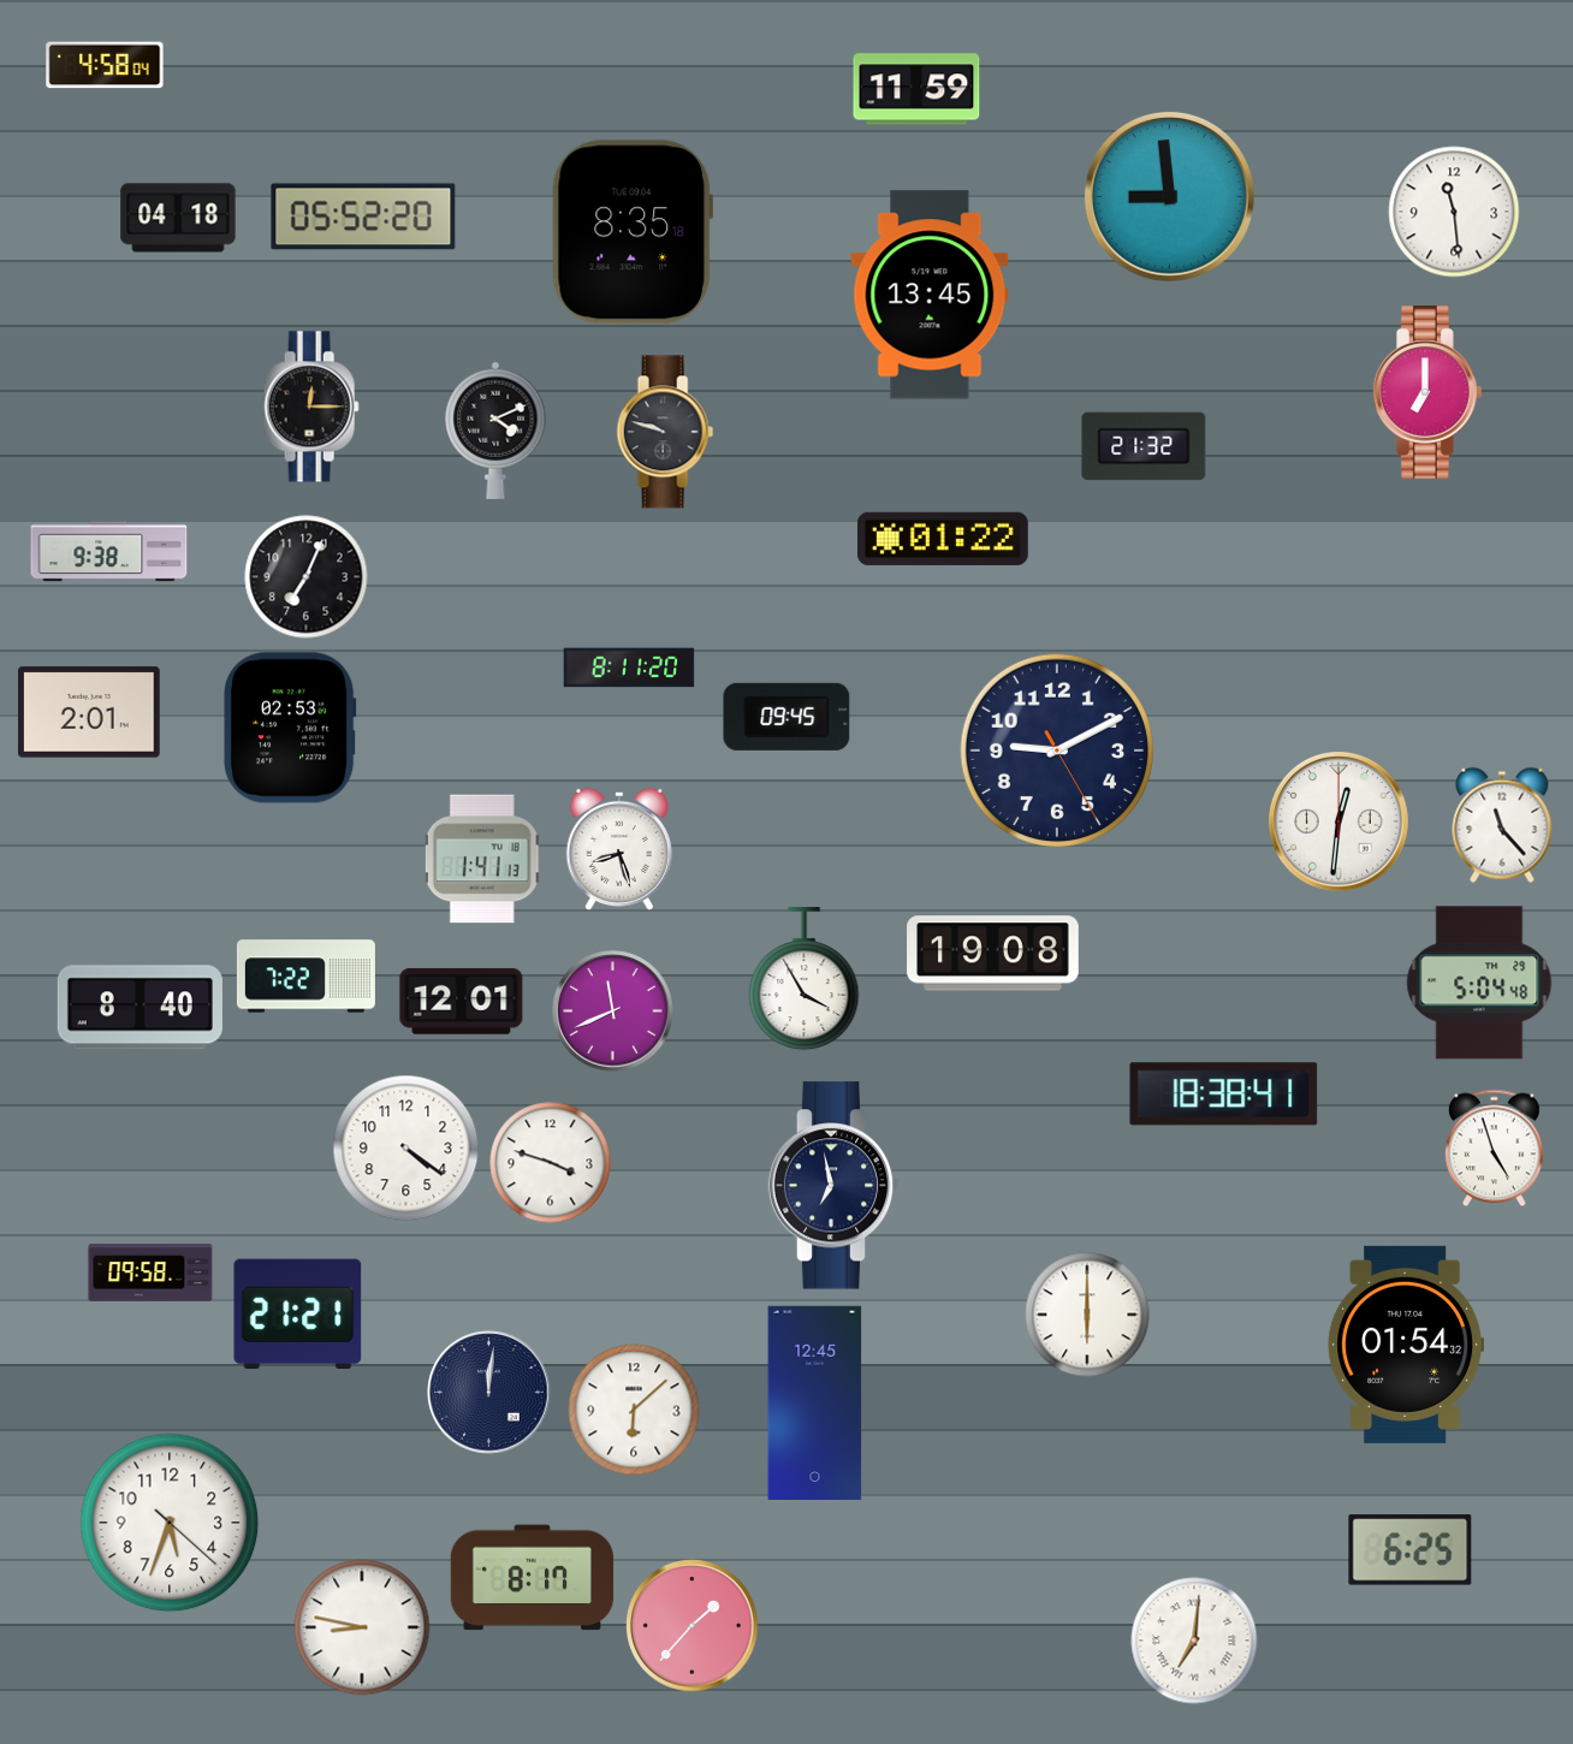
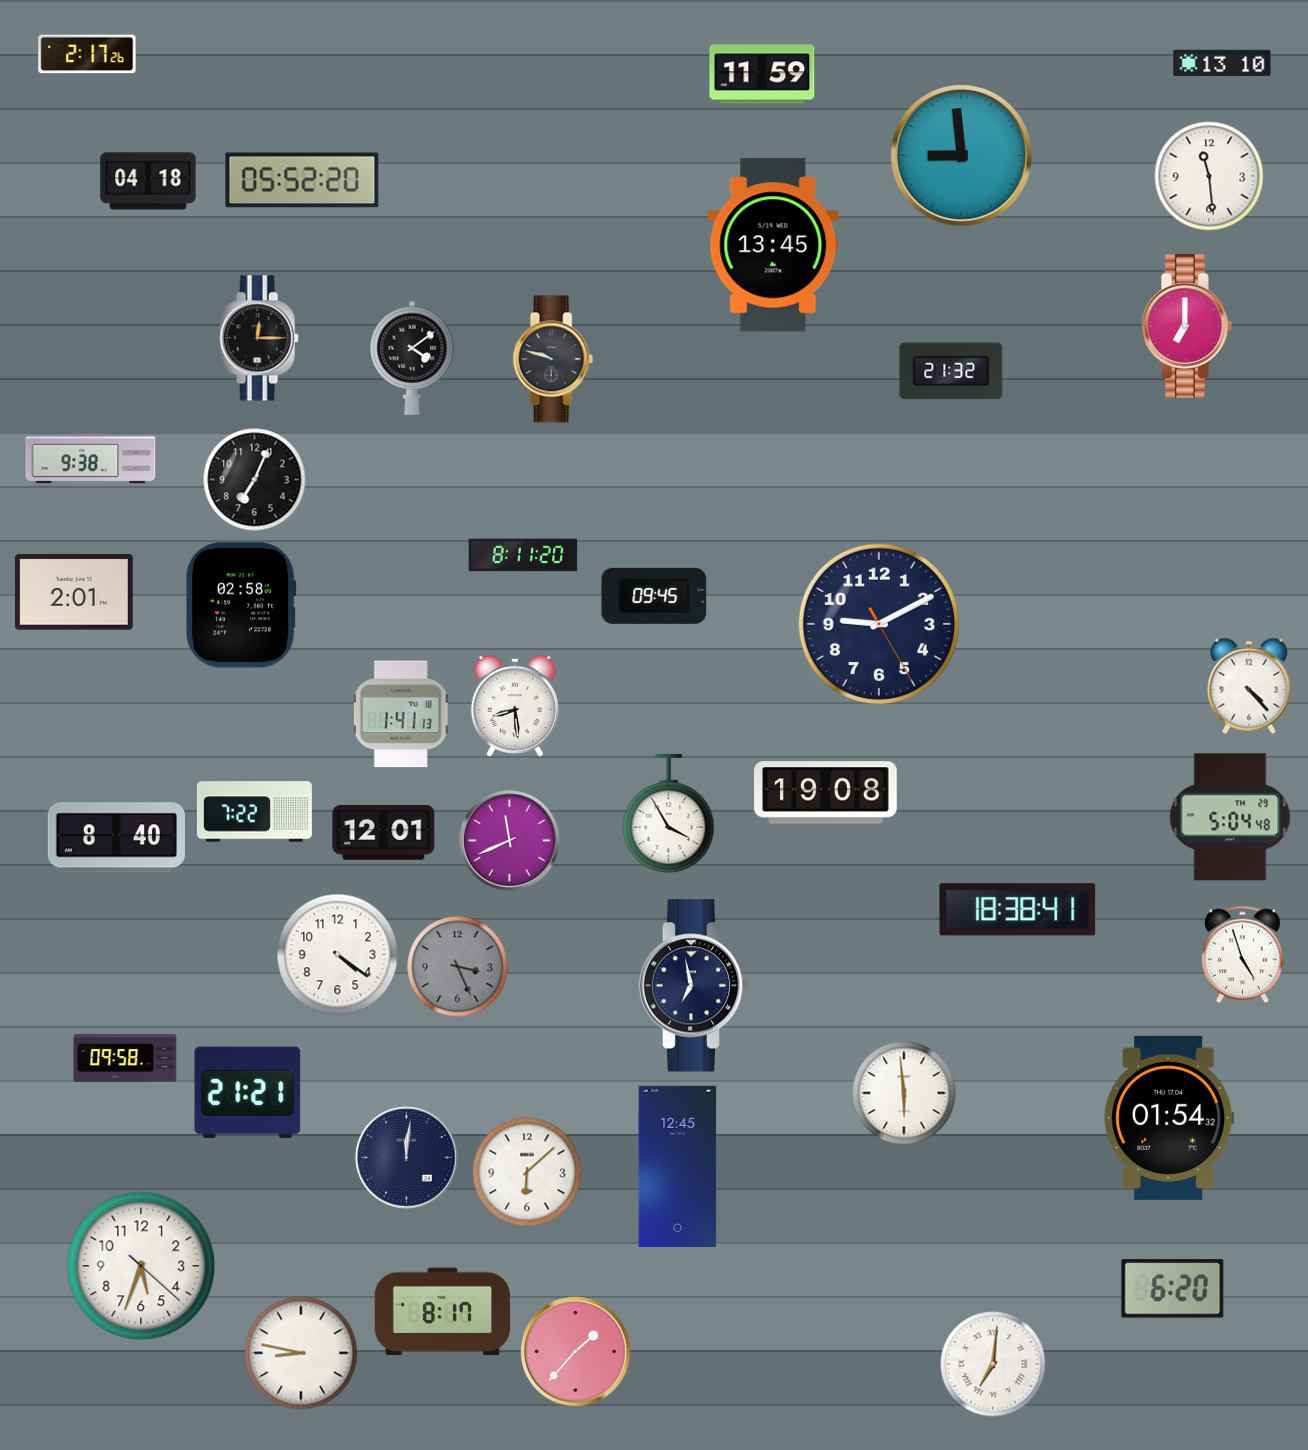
clock at (105, 65): 4:58 -> 2:17
clock at (1222, 63): none -> 13:10
clock at (1169, 196) position: (1169, 196) -> (961, 155)
clock at (633, 232): 8:35 -> none
clock at (495, 431): 4:11 -> 4:09
clock at (943, 539): 01:22 -> none
clock at (290, 728): 02:53 -> 02:58
clock at (1338, 821): 12:31 -> none
clock at (1502, 825): 11:23 -> 4:23
clock at (619, 848): 8:27 -> 8:29
clock at (551, 1163): 3:48 -> 3:26
clock at (551, 1163) dial: white -> grey
clock at (1087, 1315): 6:00 -> 5:59
clock at (1411, 1550): 6:25 -> 6:20
